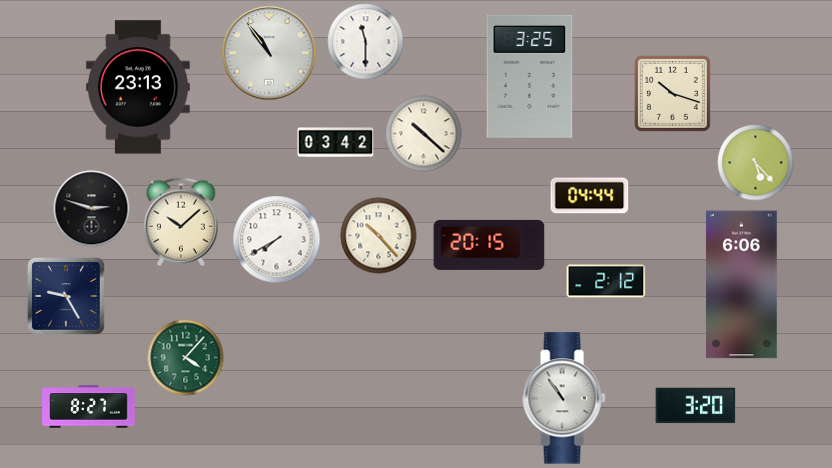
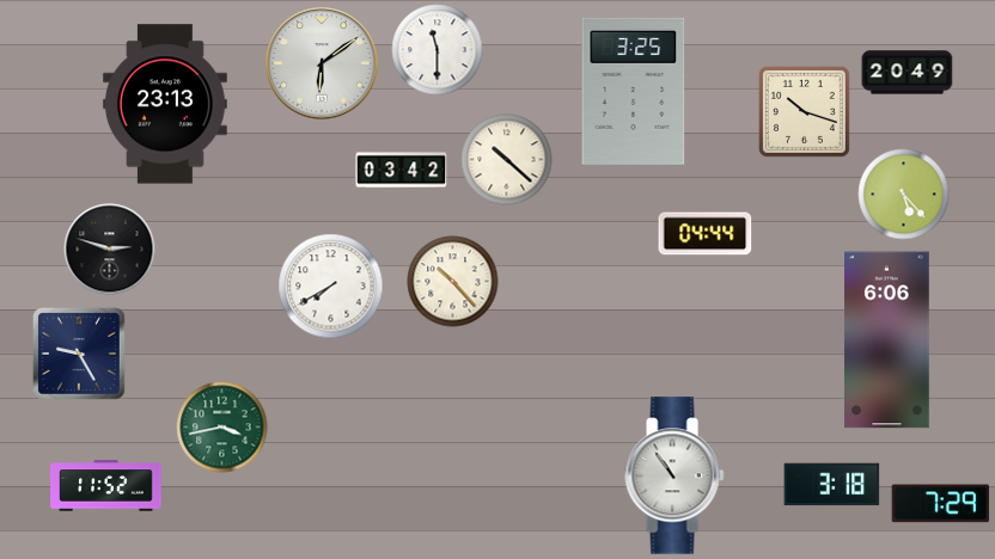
clock at (269, 53): 10:54 -> 6:09
clock at (908, 73): none -> 20:49
clock at (181, 222): 10:08 -> none
clock at (489, 245): 20:15 -> none
clock at (606, 281): 2:12 -> none
clock at (186, 358): 4:07 -> 3:43
clock at (696, 406): 3:20 -> 3:18
clock at (89, 407): 8:27 -> 11:52
clock at (941, 504): none -> 7:29
